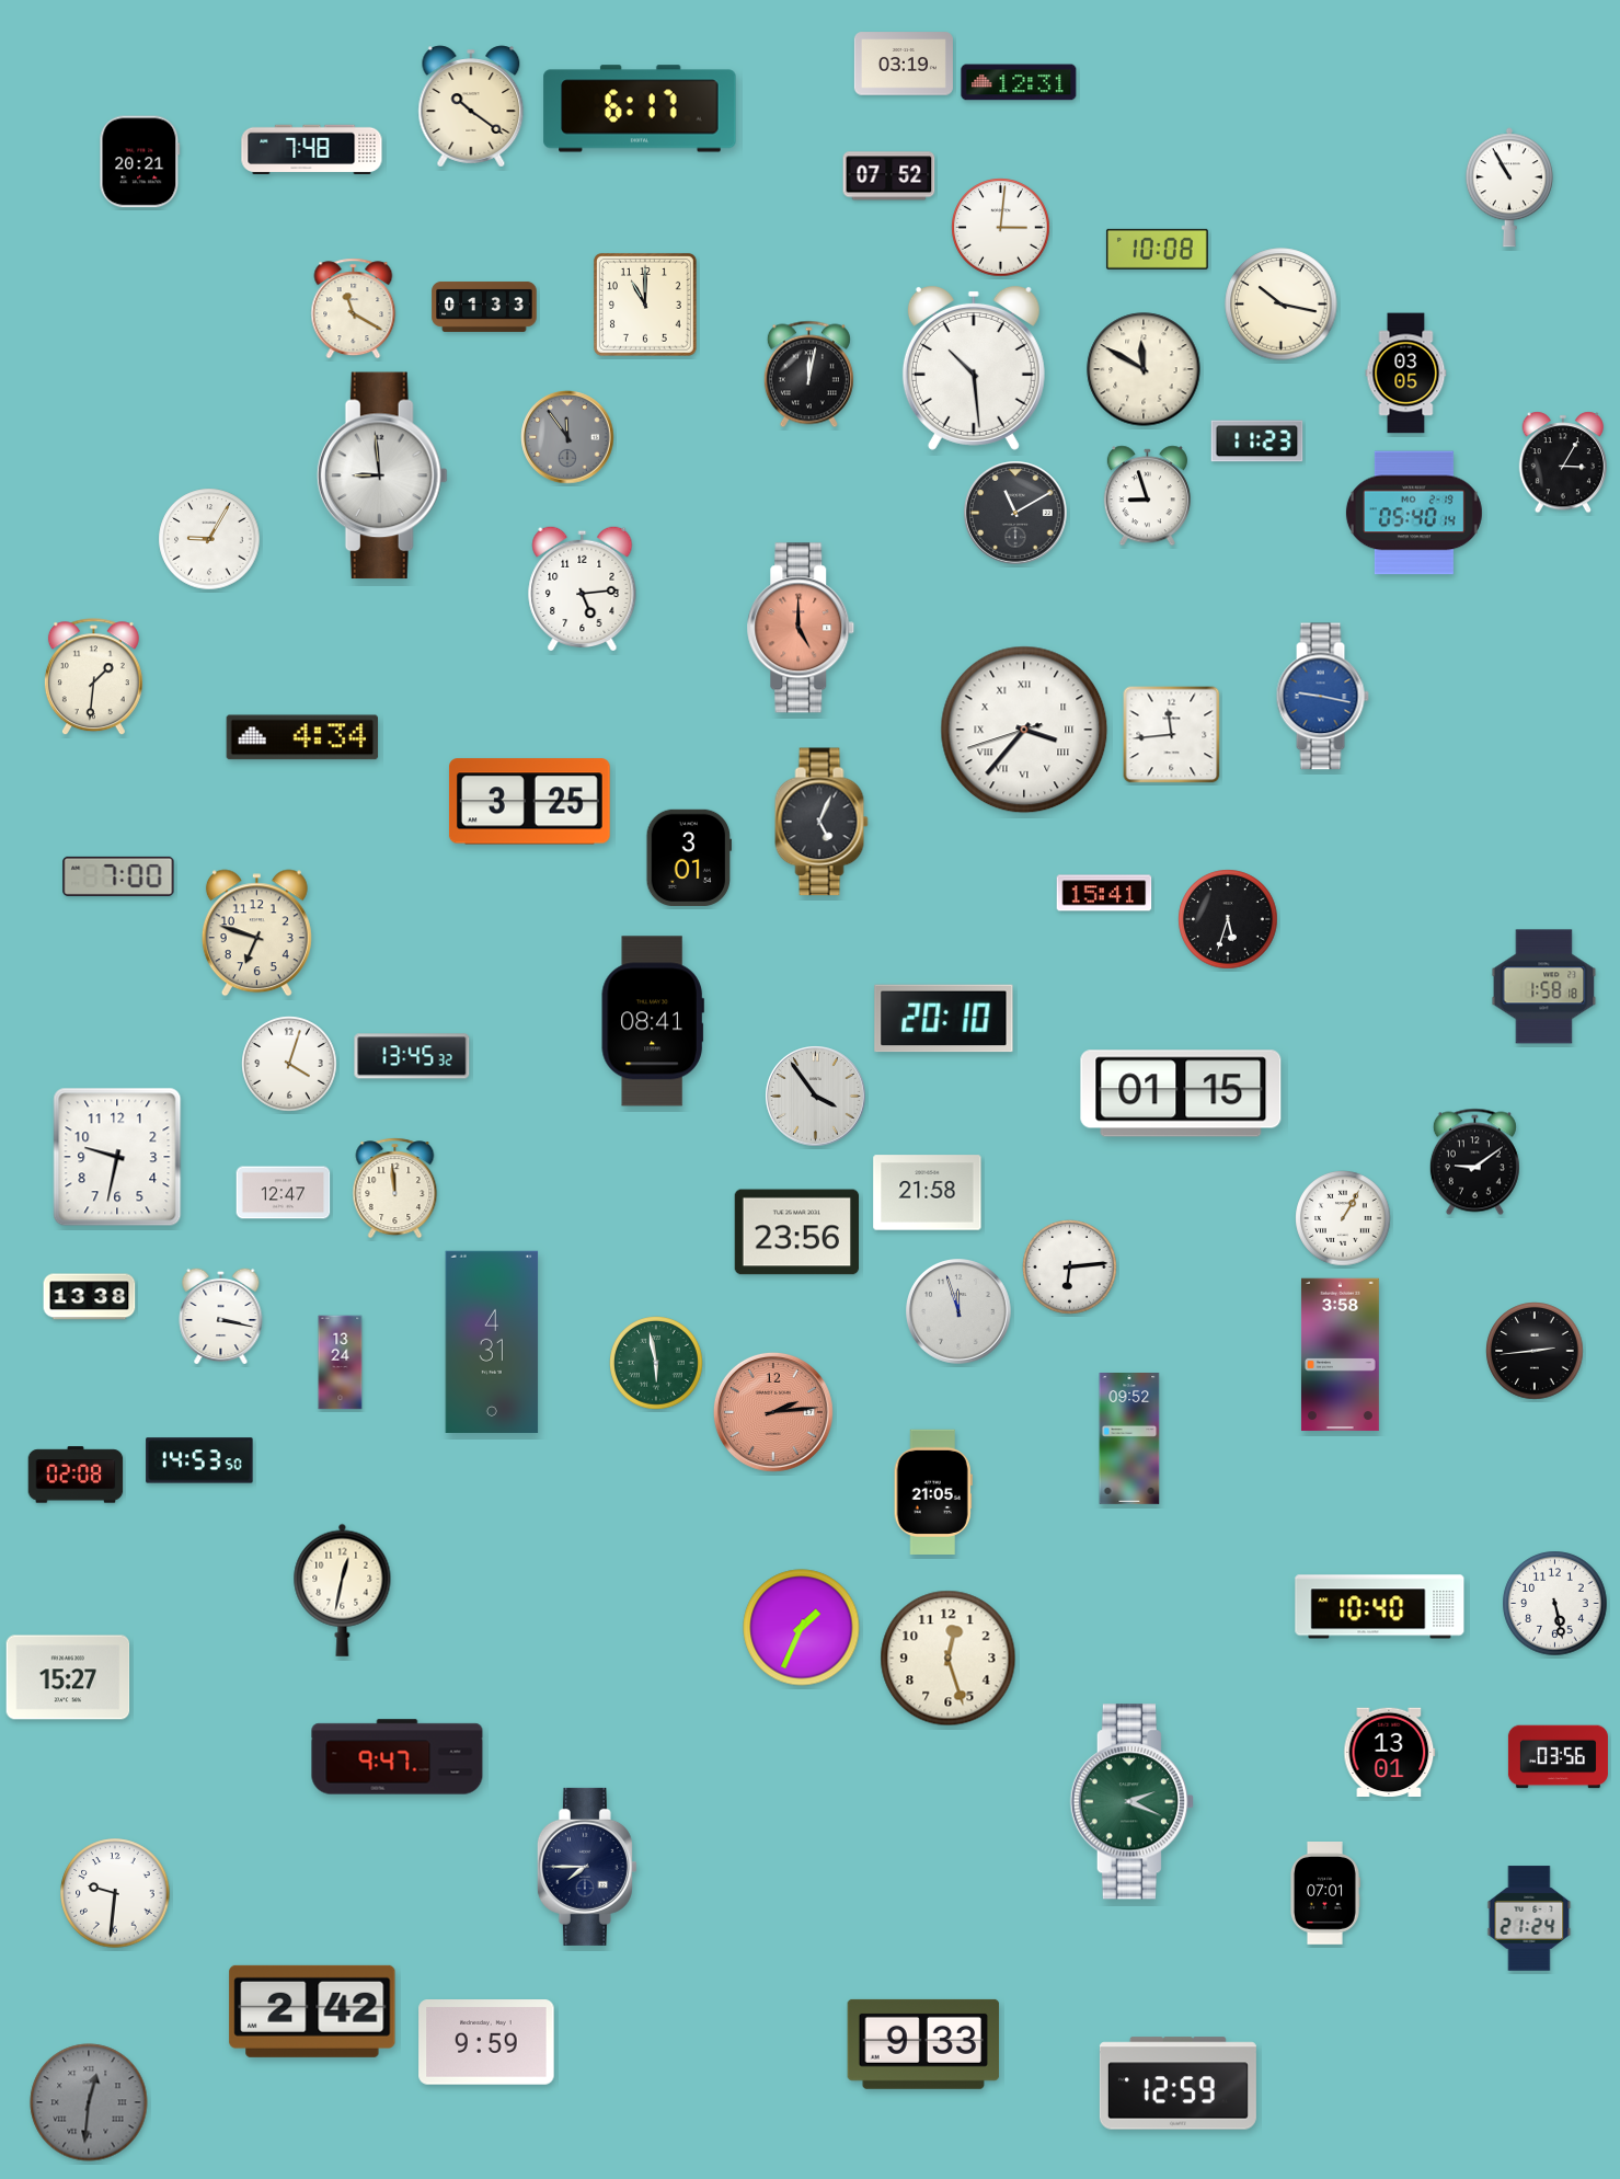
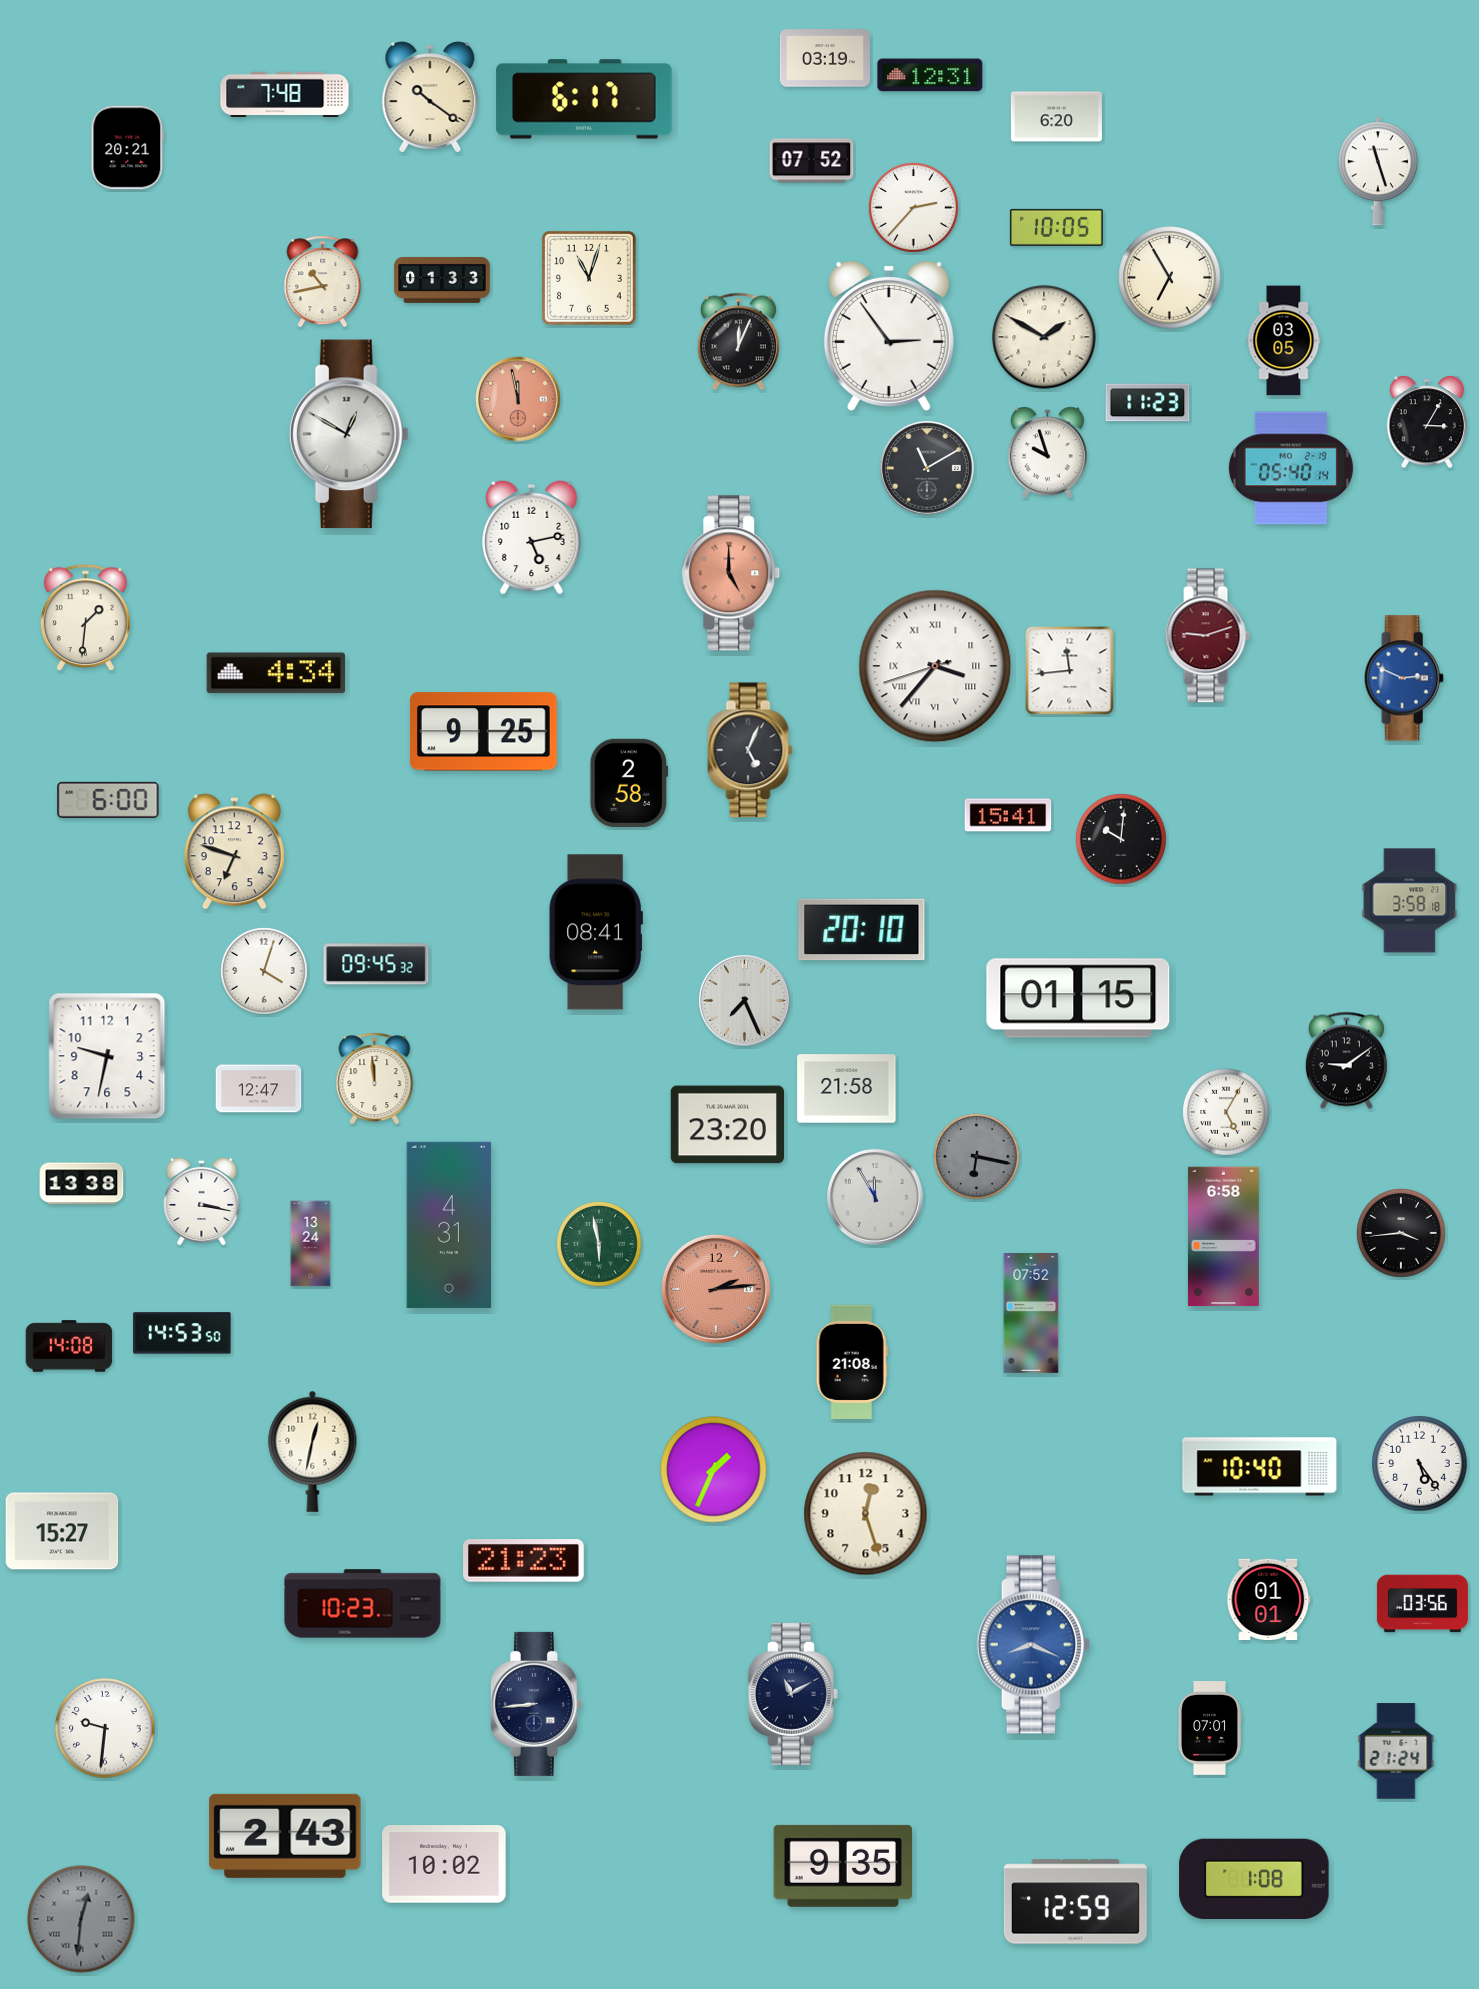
clock at (1056, 117): none -> 6:20
clock at (312, 150) position: (312, 150) -> (285, 95)
clock at (1509, 187): 10:55 -> 11:27
clock at (1001, 228): 3:01 -> 2:37
clock at (1157, 249): 10:08 -> 10:05
clock at (1282, 305): 10:17 -> 6:55
clock at (646, 306): 11:00 -> 11:03
clock at (354, 309): 11:20 -> 10:43
clock at (974, 368): 10:29 -> 2:54
clock at (1144, 369): 11:50 -> 1:50
clock at (808, 375): 12:02 -> 12:04
clock at (567, 437): 11:54 -> 11:58
clock at (567, 437) dial: grey -> salmon
clock at (382, 475): 8:59 -> 12:50
clock at (1147, 496): 8:57 -> 9:57
clock at (209, 539): 9:05 -> none
clock at (583, 587): 5:14 -> 5:13
clock at (1322, 697): 9:17 -> 9:12
clock at (1322, 697) dial: blue -> burgundy
clock at (1404, 678): none -> 2:49
clock at (529, 802): 3:25 -> 9:25
clock at (689, 857): 3:01 -> 2:58
clock at (118, 876): 7:00 -> 6:00
clock at (1228, 919): 5:33 -> 10:01
clock at (1544, 987): 1:58 -> 3:58
clock at (412, 1056): 13:45 -> 09:45
clock at (816, 1097): 3:54 -> 7:26
clock at (395, 1189) position: (395, 1189) -> (375, 1079)
clock at (1343, 1218): 1:05 -> 5:05
clock at (797, 1232): 23:56 -> 23:20
clock at (1070, 1268): 6:14 -> 6:17
clock at (1070, 1268) dial: white -> grey
clock at (960, 1312): 11:57 -> 11:55
clock at (1535, 1351): 2:44 -> 3:44
clock at (1340, 1355): 3:58 -> 6:58
clock at (773, 1412) position: (773, 1412) -> (716, 1289)
clock at (1129, 1440): 09:52 -> 07:52
clock at (76, 1475): 02:08 -> 14:08
clock at (933, 1491): 21:05 -> 21:08
clock at (1555, 1604): 5:28 -> 5:24
clock at (802, 1628) position: (802, 1628) -> (714, 1470)
clock at (524, 1561): none -> 21:23
clock at (1390, 1753): 13:01 -> 01:01
clock at (398, 1757): 9:47 -> 10:23
clock at (1131, 1802): 2:19 -> 8:19
clock at (1131, 1802) dial: green -> blue
clock at (793, 1694): none -> 11:10
clock at (587, 1867): 7:45 -> 8:44
clock at (312, 2011): 2:42 -> 2:43
clock at (486, 2042): 9:59 -> 10:02
clock at (923, 2044): 9:33 -> 9:35
clock at (1254, 1879): none -> 1:08
